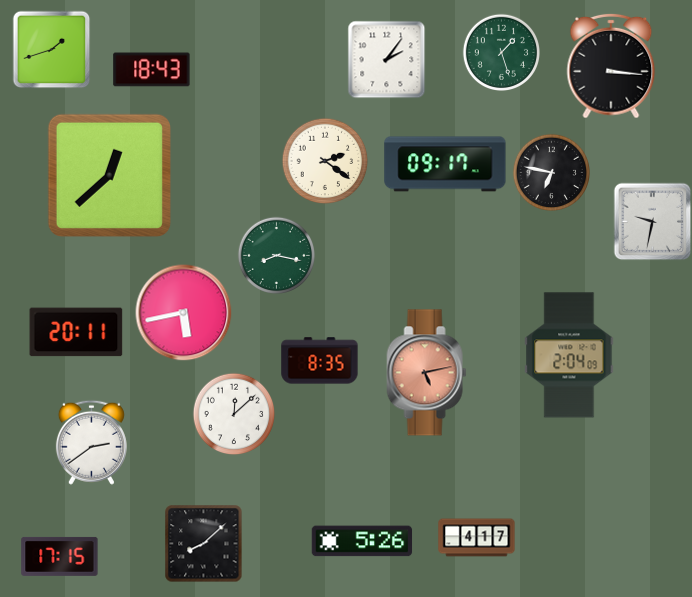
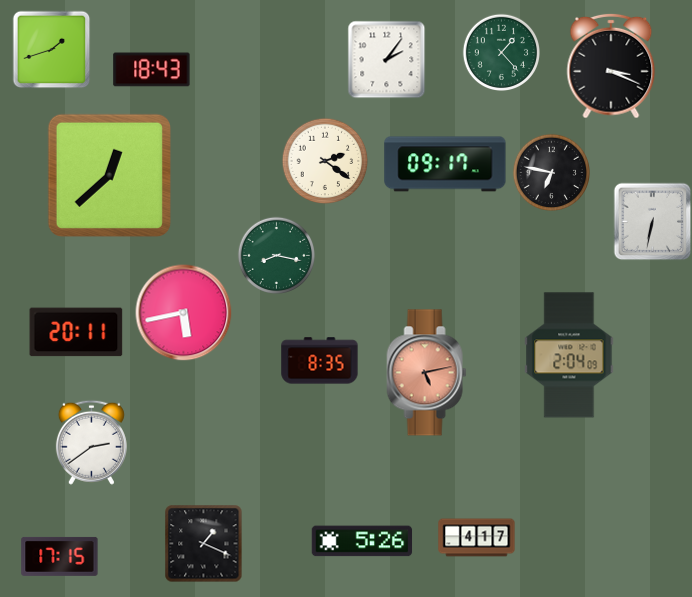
clock at (501, 52): 1:27 -> 1:23
clock at (611, 66): 3:16 -> 3:19
clock at (652, 221): 9:32 -> 6:32
clock at (234, 414): 12:08 -> none
clock at (203, 543): 8:08 -> 1:19
